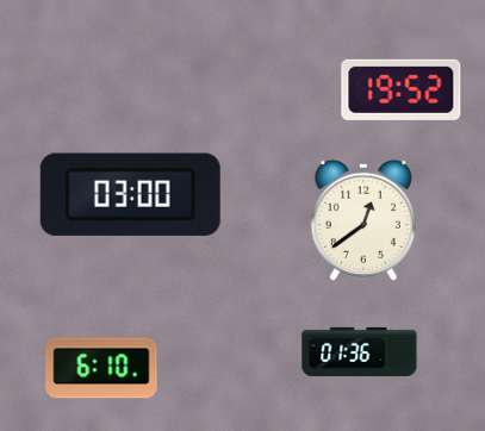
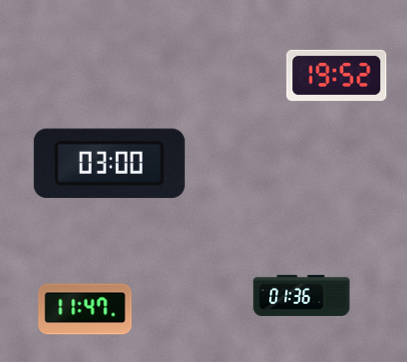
clock at (363, 220): 12:39 -> none
clock at (101, 368): 6:10 -> 11:47
